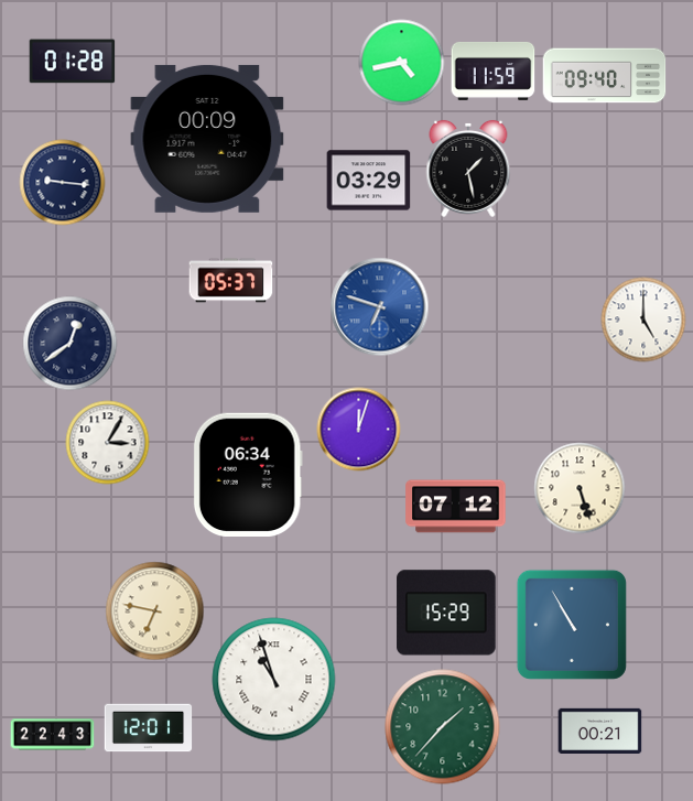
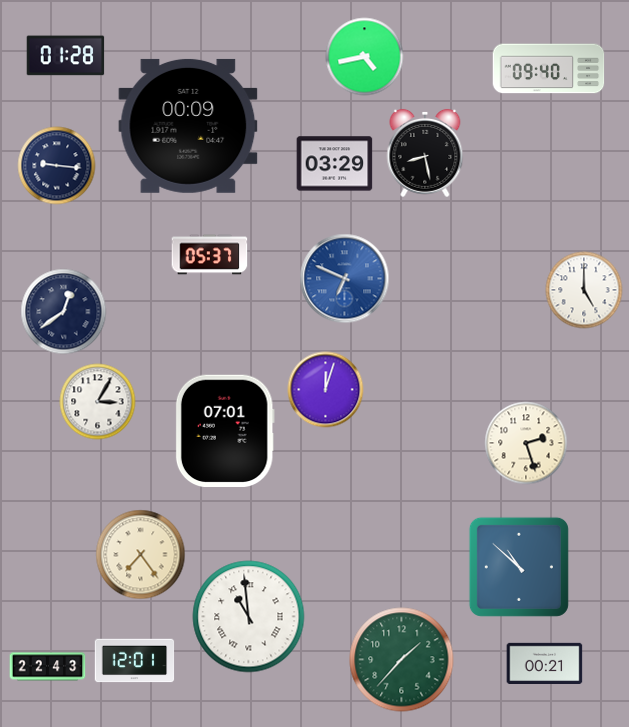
clock at (494, 71): 11:59 -> none
clock at (468, 169): 1:28 -> 8:28
clock at (380, 307): 6:48 -> 6:49
clock at (248, 475): 06:34 -> 07:01
clock at (580, 488): 5:27 -> 2:27
clock at (456, 507): 07:12 -> none
clock at (155, 611): 6:47 -> 7:24
clock at (446, 613): 15:29 -> none
clock at (572, 625): 10:55 -> 10:52
clock at (274, 680): 10:57 -> 10:59
